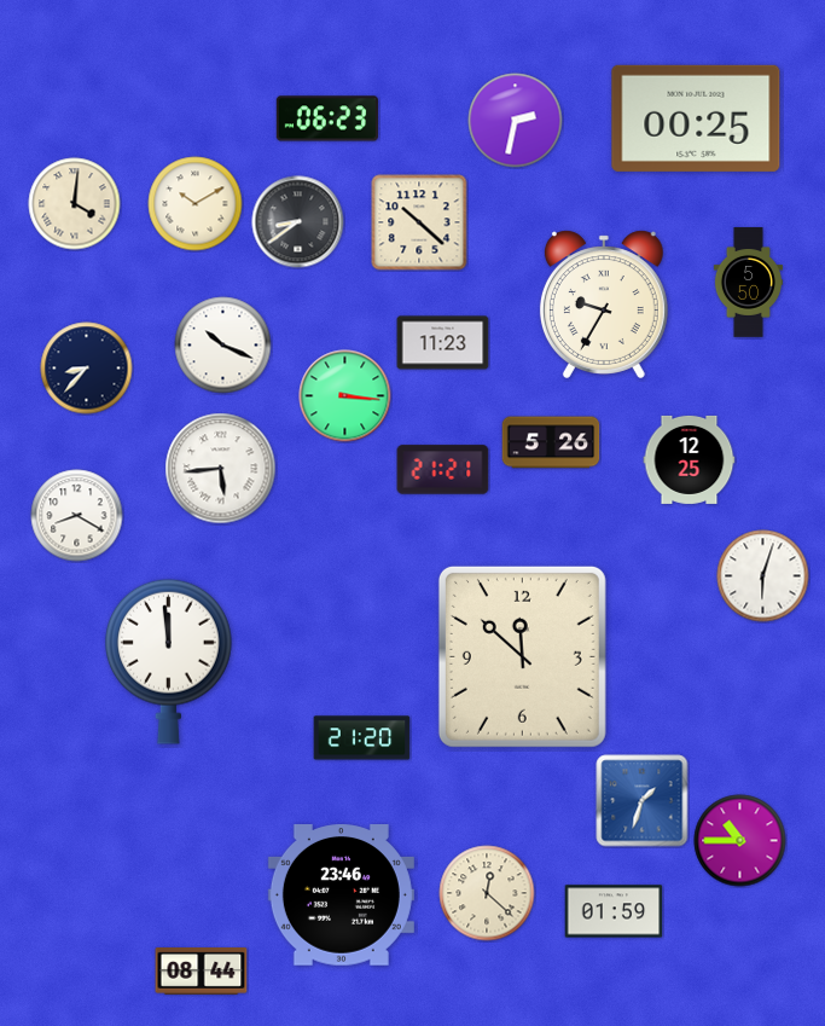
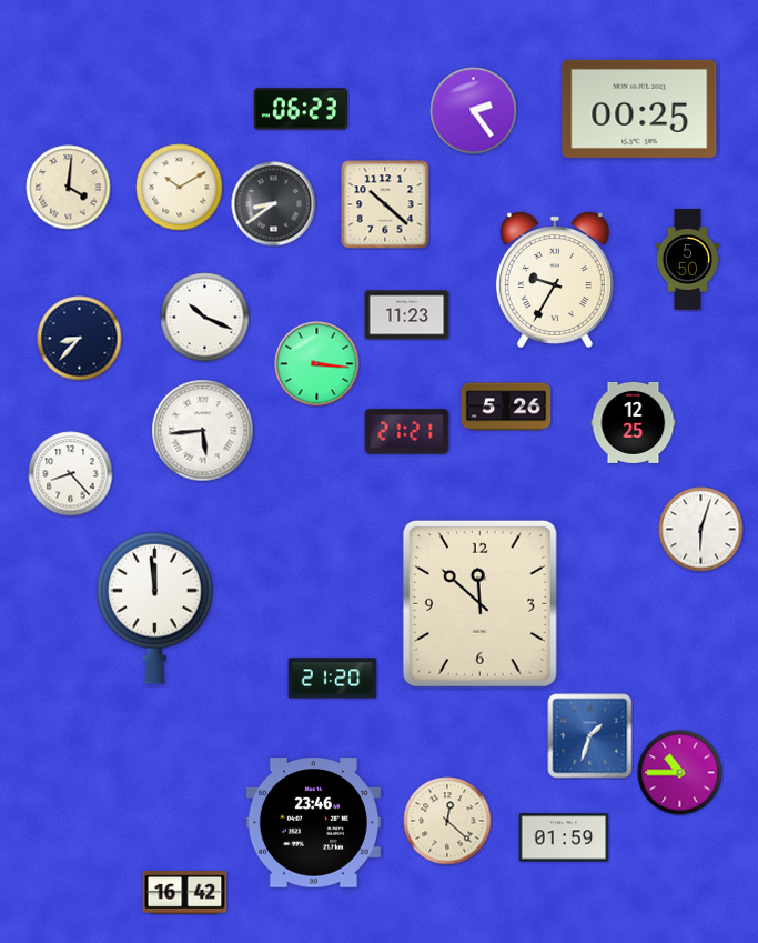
clock at (516, 121): 2:32 -> 2:24
clock at (77, 516): 8:20 -> 8:23
clock at (202, 972): 08:44 -> 16:42
